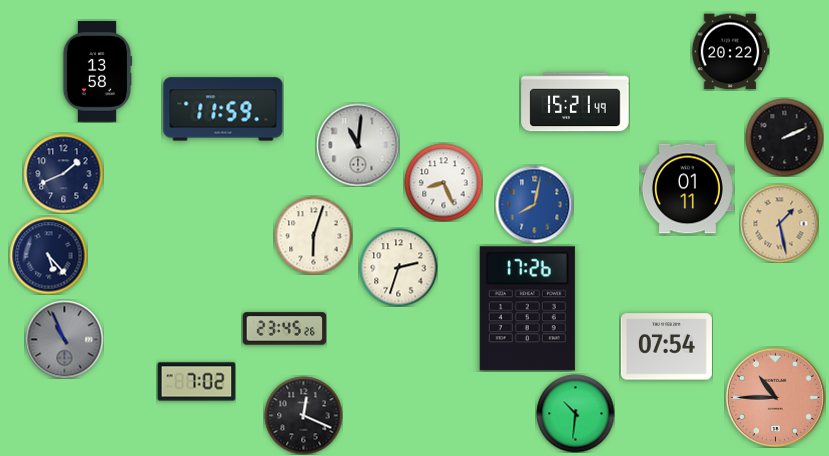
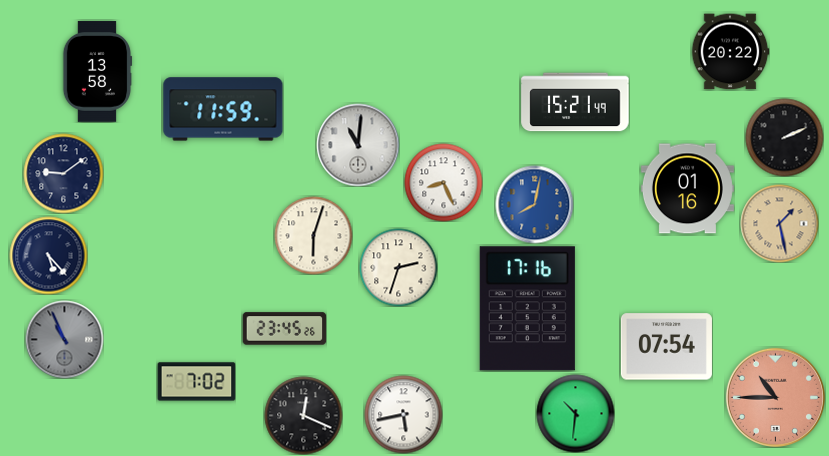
clock at (63, 173): 1:41 -> 9:09
clock at (687, 189): 01:11 -> 01:16
clock at (527, 309): 17:26 -> 17:16
clock at (403, 414): none -> 5:43
